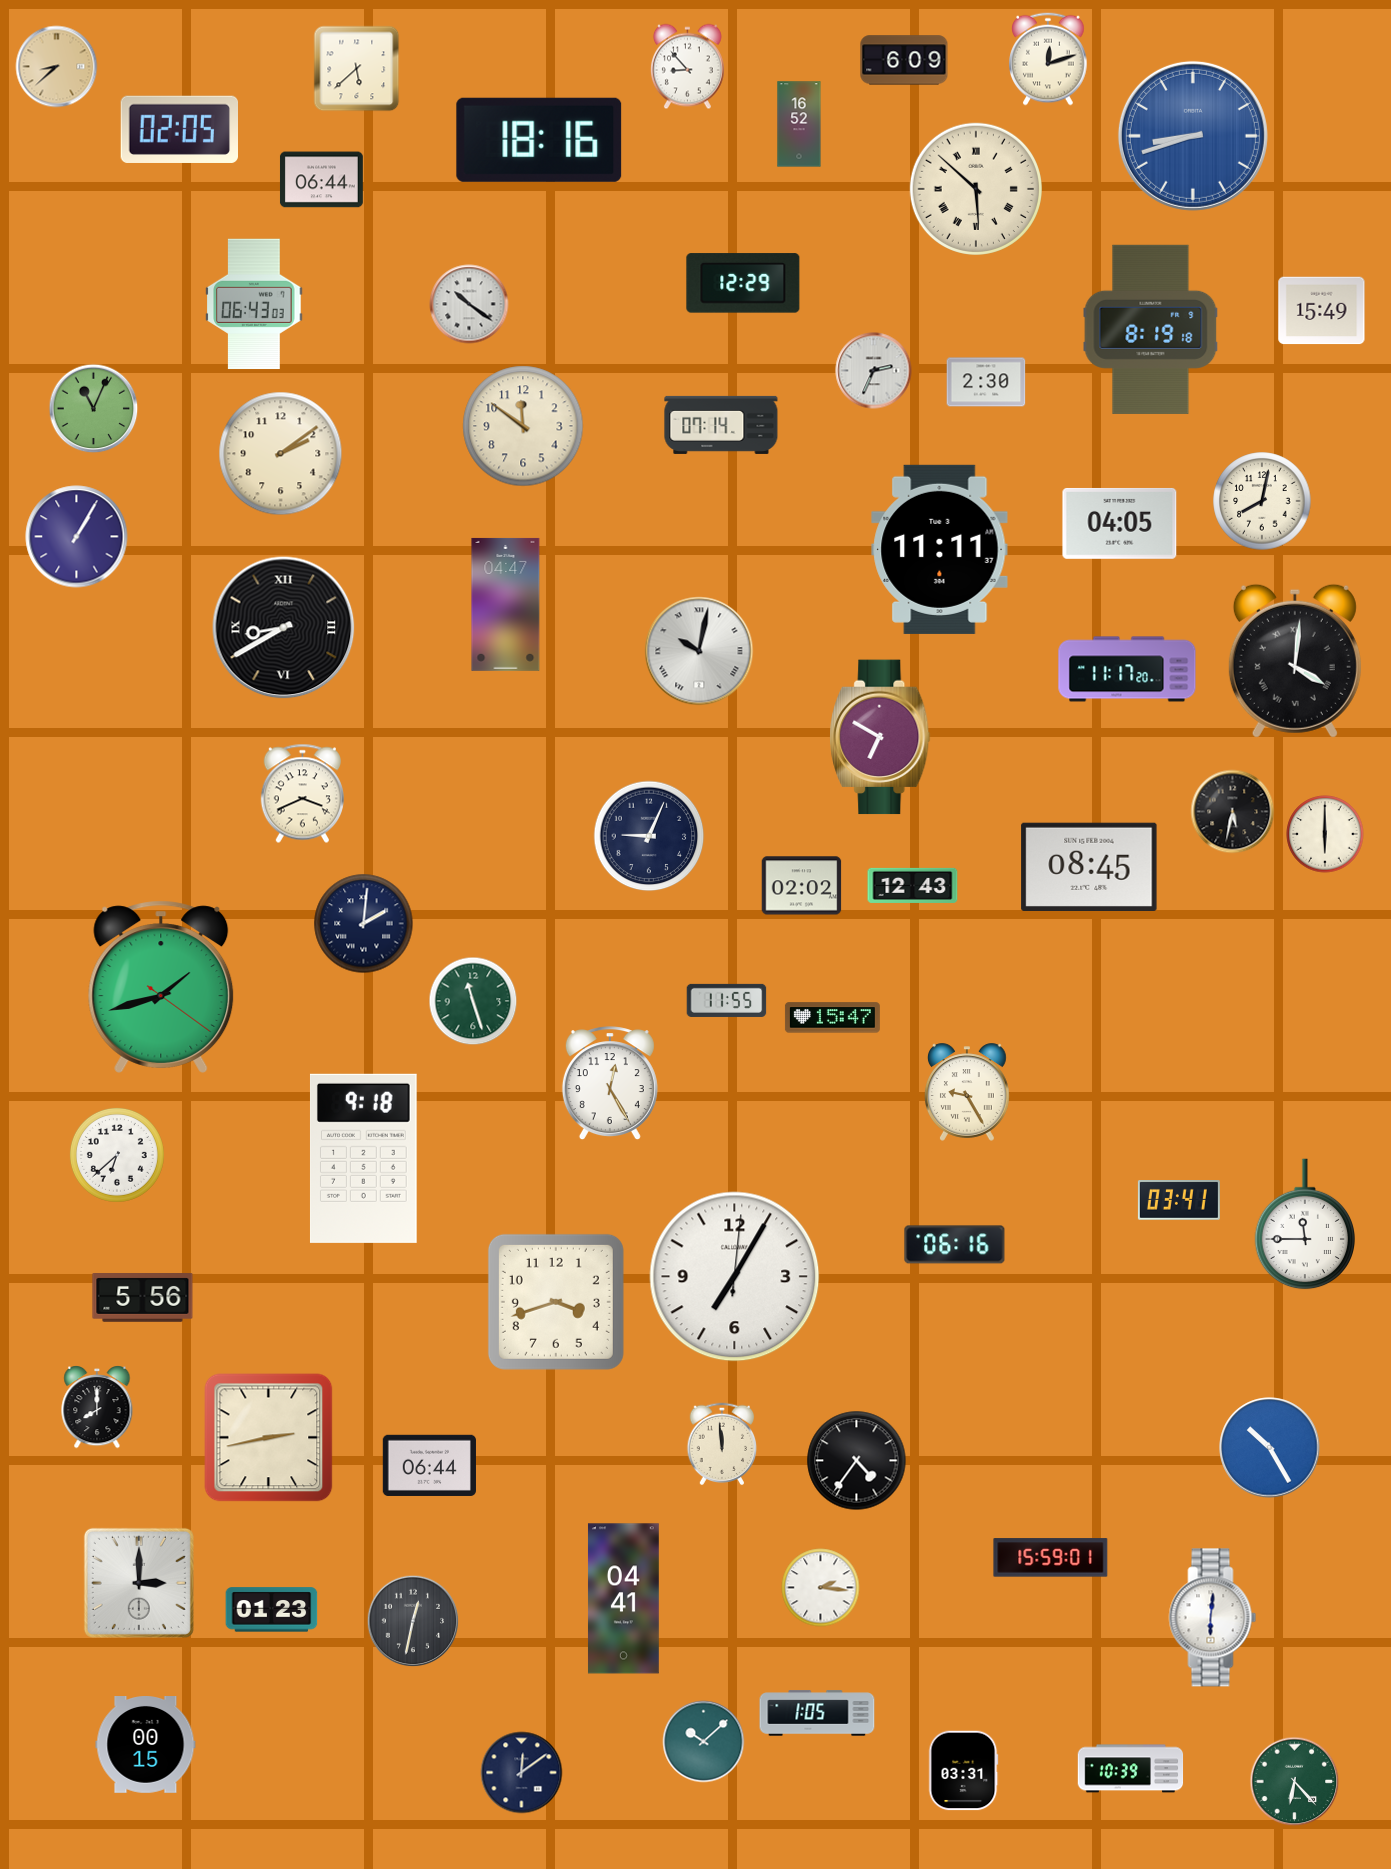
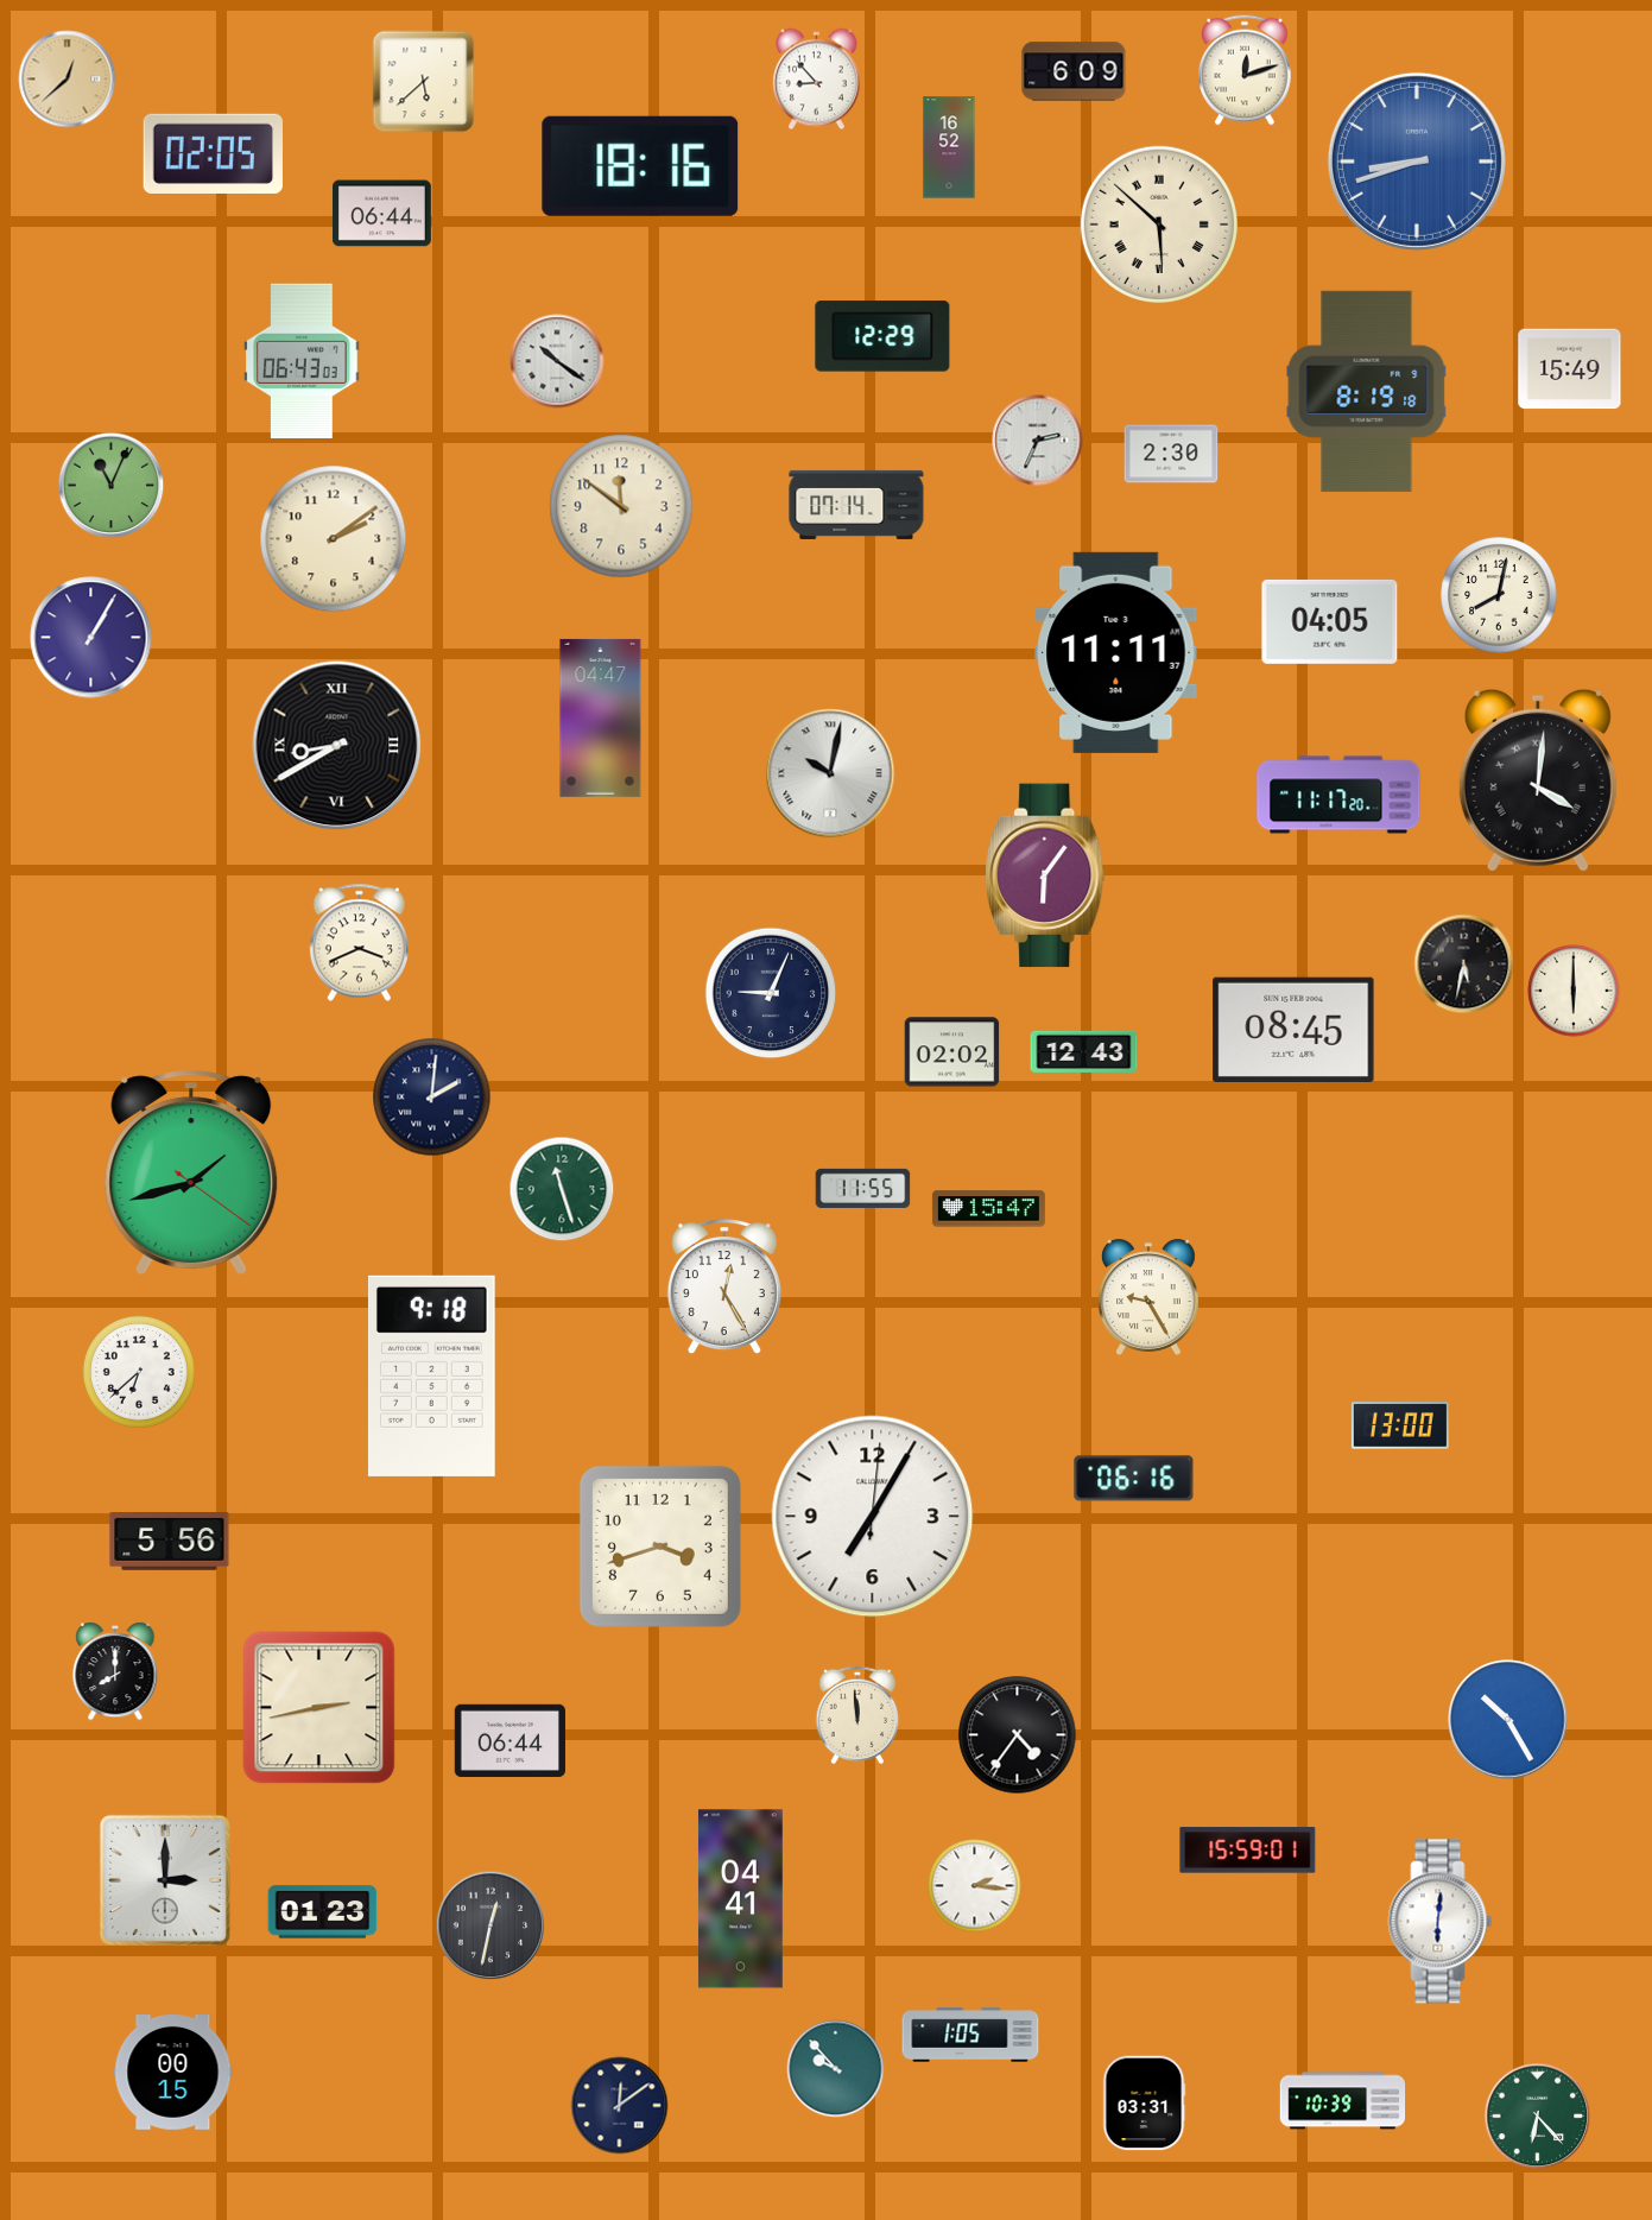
clock at (57, 67): 8:38 -> 12:38
clock at (1295, 661) position: (1295, 661) -> (1538, 780)
clock at (880, 737): 6:50 -> 6:06
clock at (1179, 1201): 03:41 -> 13:00
clock at (1304, 1224): 11:45 -> none
clock at (704, 1742): 10:08 -> 9:53
